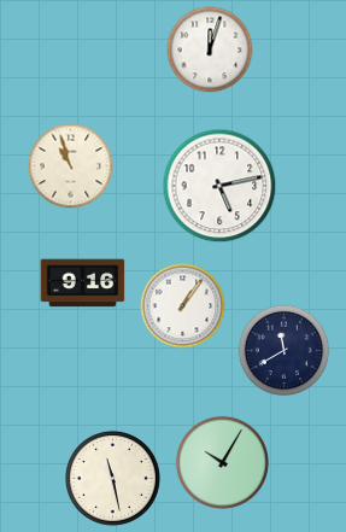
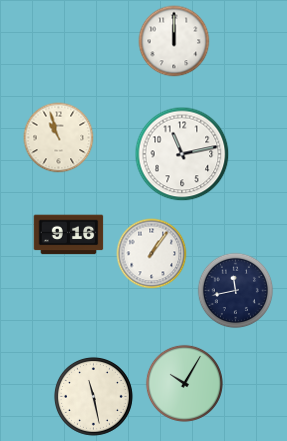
clock at (210, 49): 12:03 -> 12:00
clock at (219, 186): 5:13 -> 11:13
clock at (285, 351): 11:40 -> 11:43
